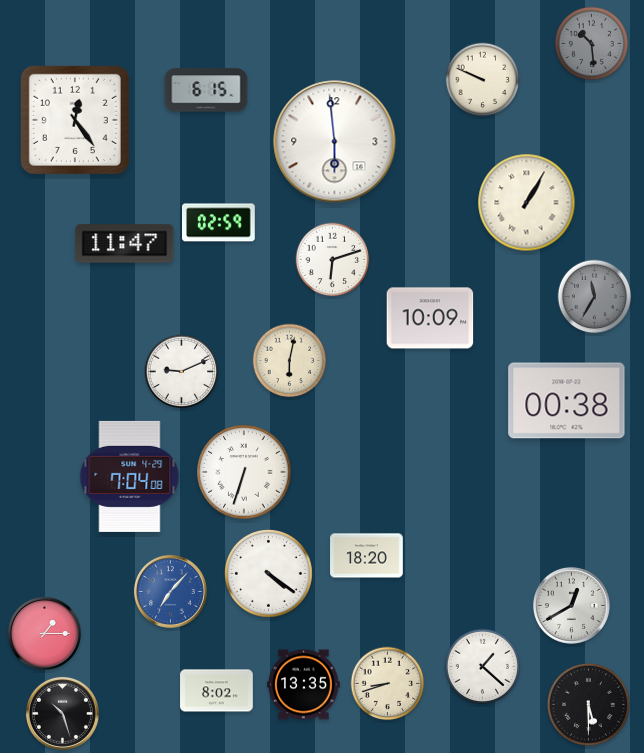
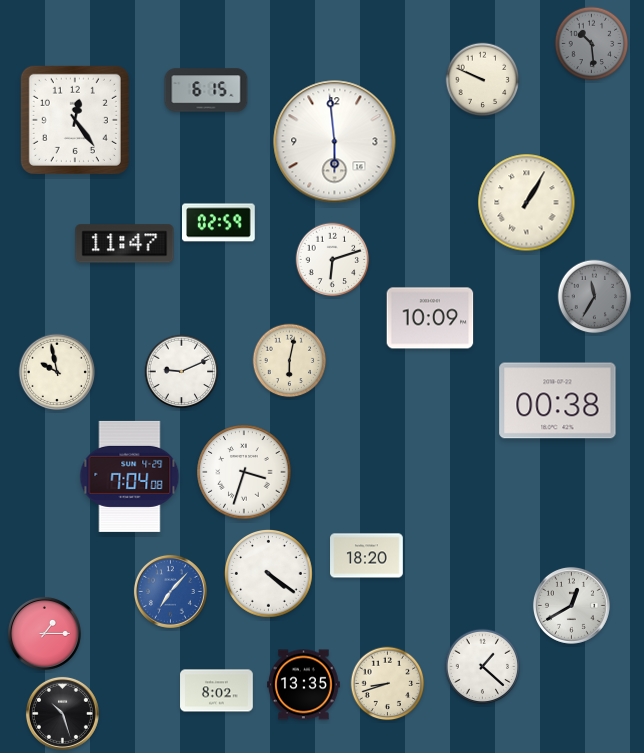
clock at (57, 372): none -> 9:58
clock at (567, 401) position: (567, 401) -> (558, 401)
clock at (244, 472): 6:33 -> 3:33
clock at (588, 704): 5:30 -> none
